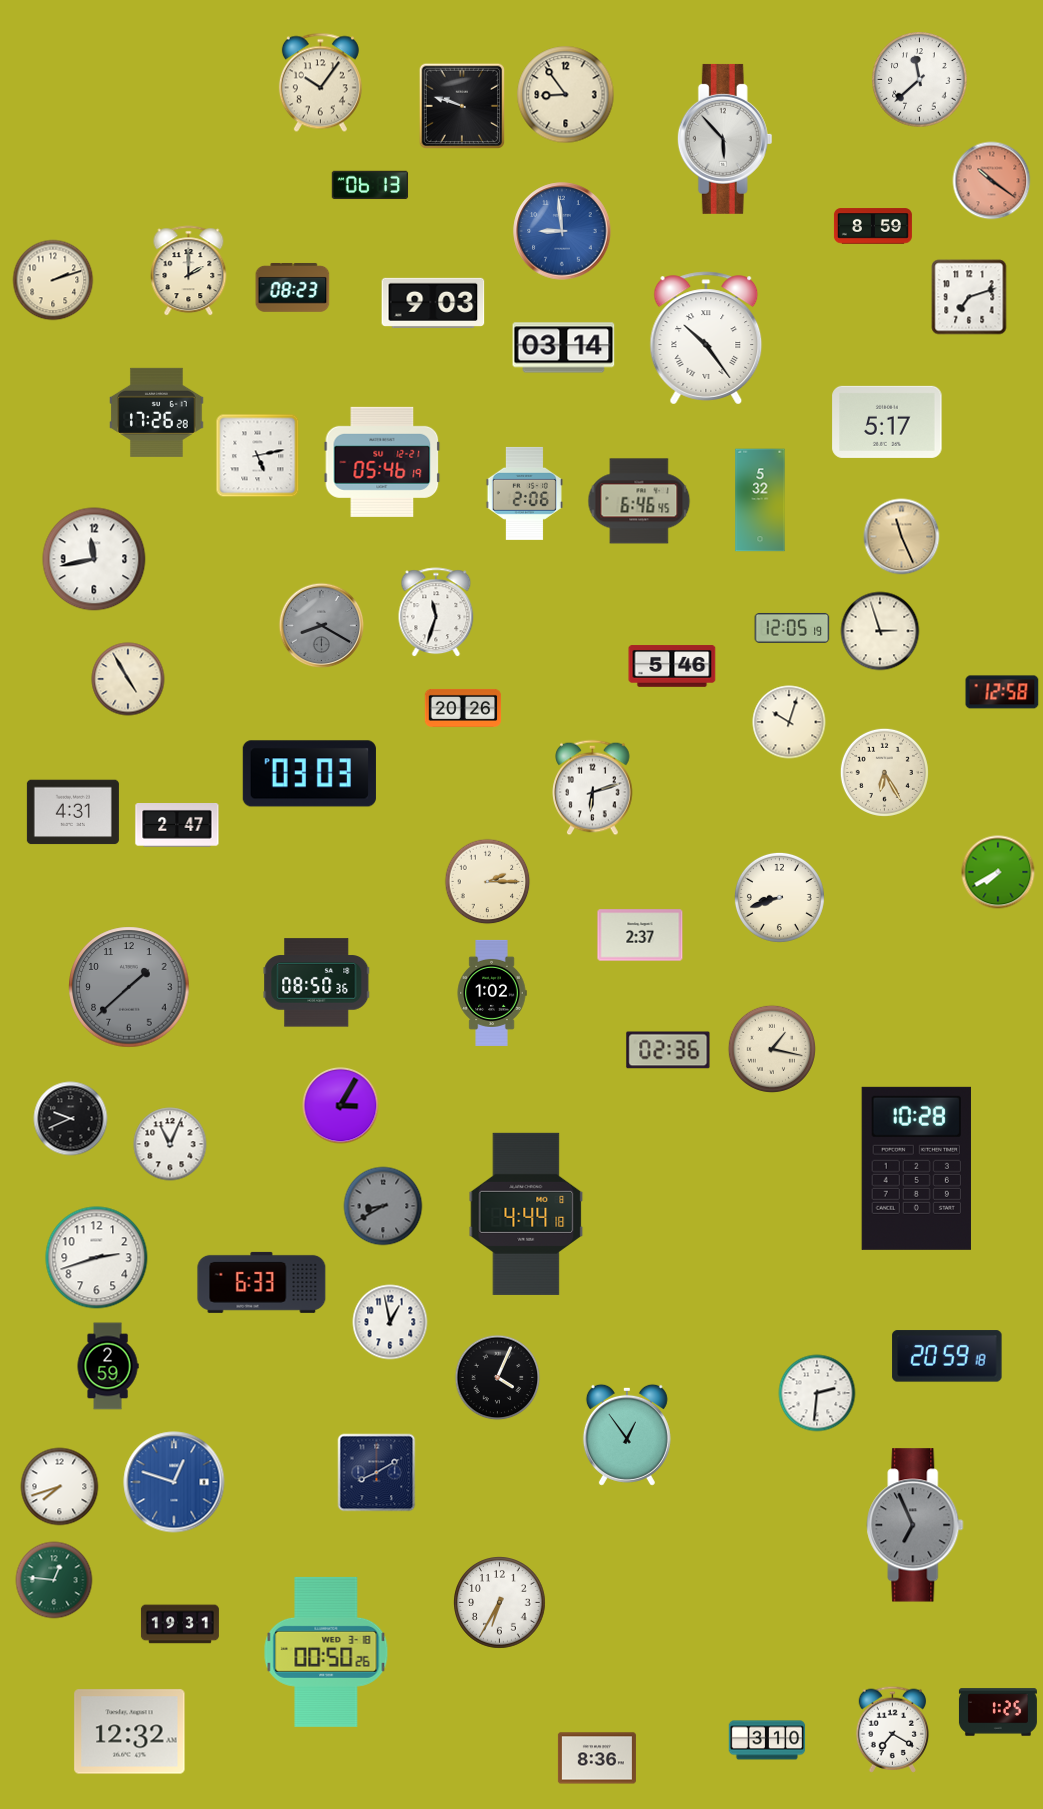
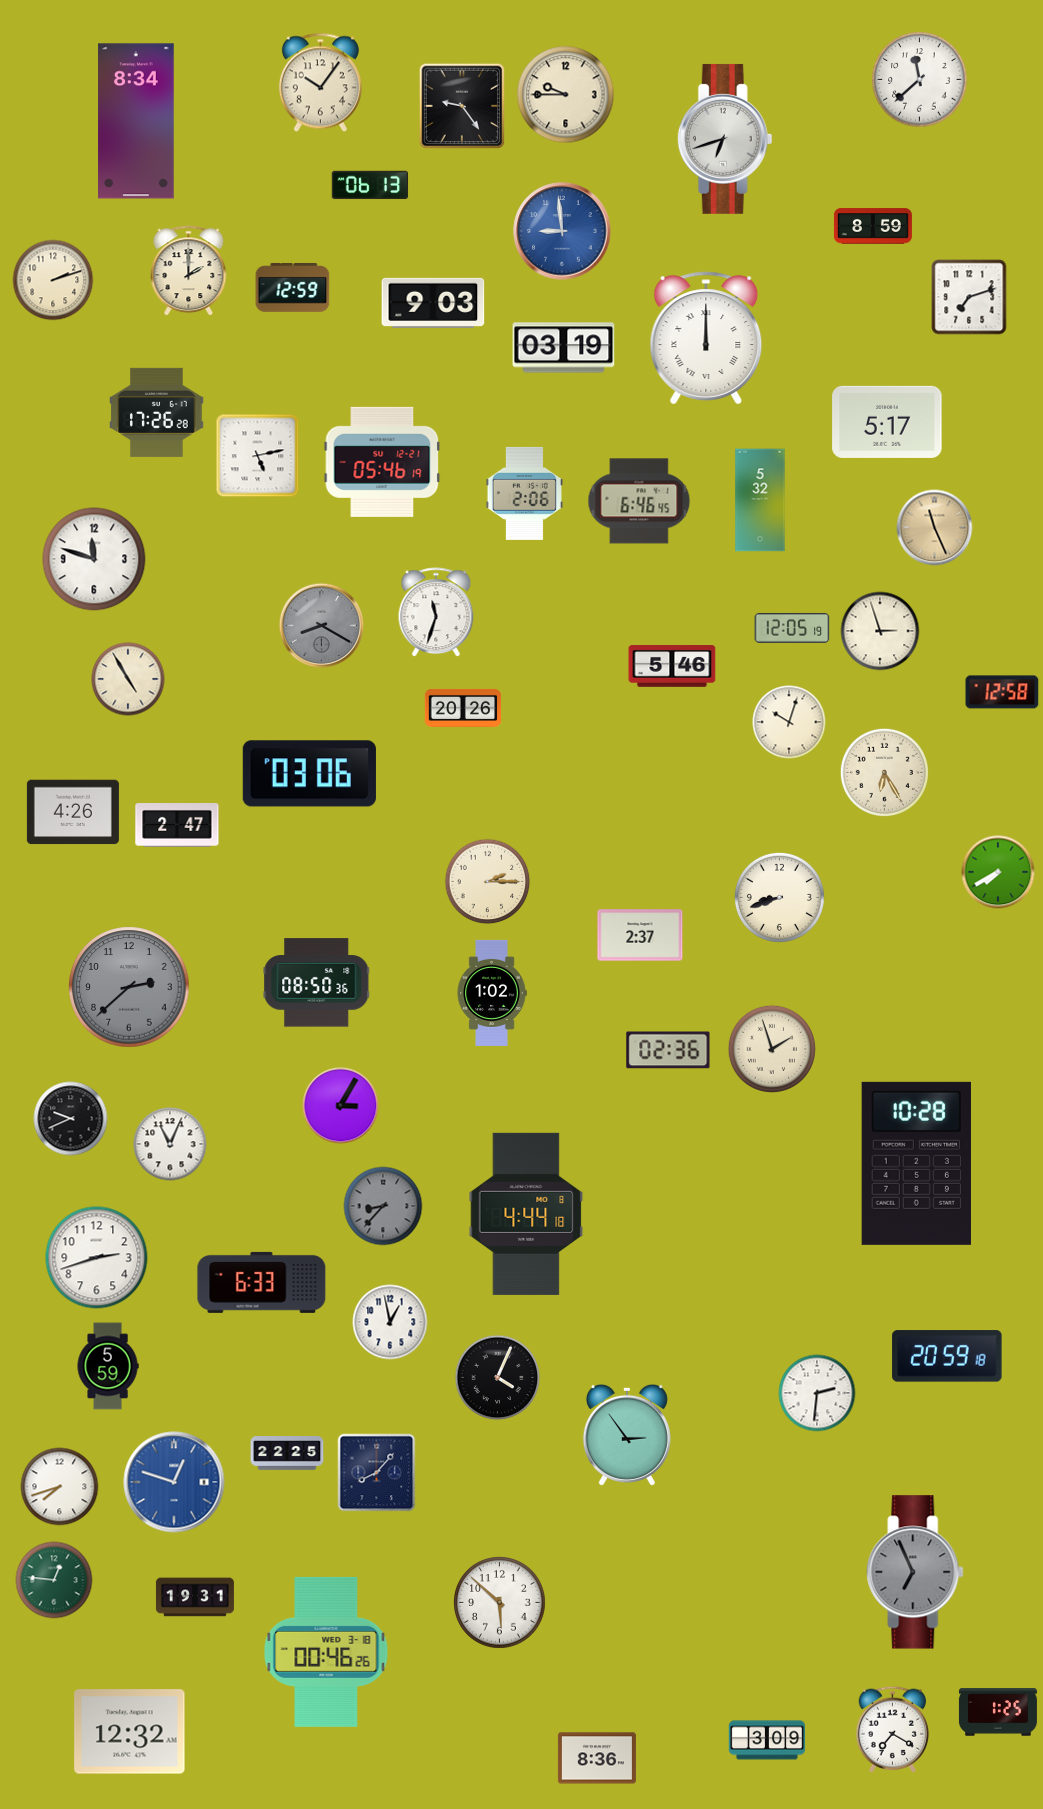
clock at (566, 95): 8:54 -> 9:45
clock at (462, 106): 9:48 -> 9:24
clock at (136, 121): none -> 8:34
clock at (725, 139): 5:53 -> 6:42
clock at (992, 181): 10:21 -> none
clock at (293, 287): 08:23 -> 12:59
clock at (706, 338): 10:24 -> 12:00
clock at (564, 348): 03:14 -> 03:19
clock at (902, 537) position: (902, 537) -> (935, 528)
clock at (94, 559): 11:43 -> 11:48
clock at (309, 774): 03:03 -> 03:06
clock at (593, 788): 6:12 -> none
clock at (73, 812): 4:31 -> 4:26
clock at (129, 987): 1:38 -> 2:38
clock at (772, 1049): 1:17 -> 1:57
clock at (916, 1168) position: (916, 1168) -> (916, 1163)
clock at (383, 1206): 8:40 -> 8:37
clock at (108, 1366): 2:59 -> 5:59
clock at (627, 1435): 12:54 -> 2:54
clock at (287, 1453): none -> 22:25
clock at (377, 1473): 8:10 -> 8:07
clock at (915, 1525) position: (915, 1525) -> (915, 1572)
clock at (500, 1603): 6:35 -> 5:52
clock at (180, 1624) position: (180, 1624) -> (195, 1597)
clock at (326, 1652): 00:50 -> 00:46
clock at (767, 1740): 3:10 -> 3:09
